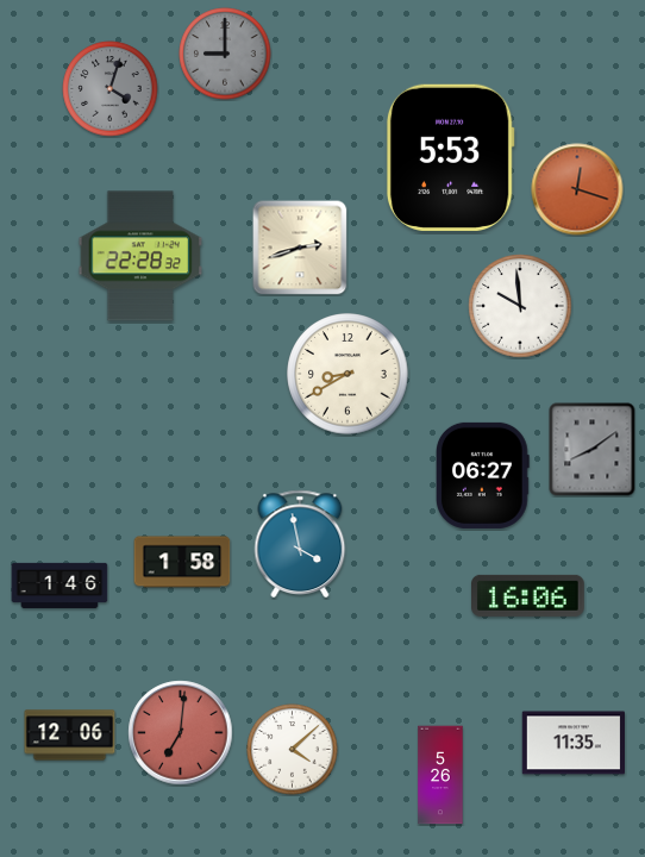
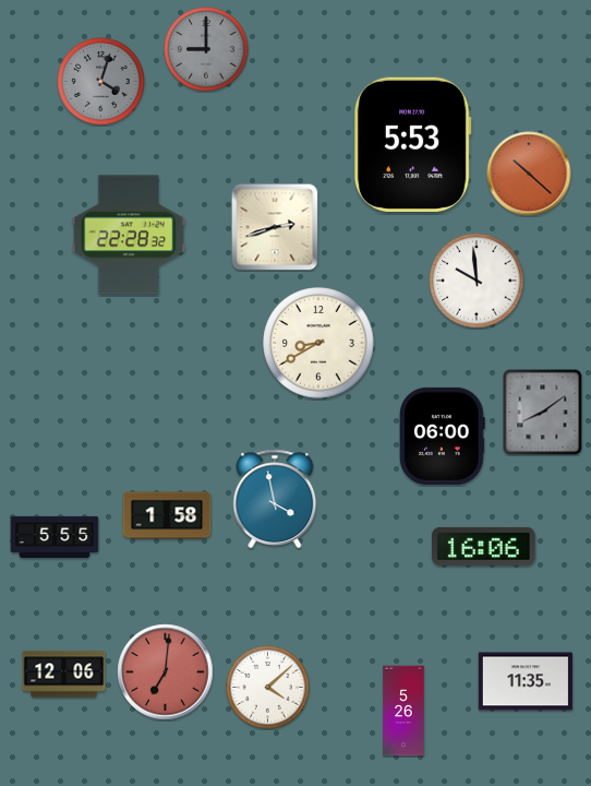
clock at (577, 189): 12:18 -> 10:22
clock at (483, 475): 06:27 -> 06:00
clock at (60, 586): 1:46 -> 5:55
